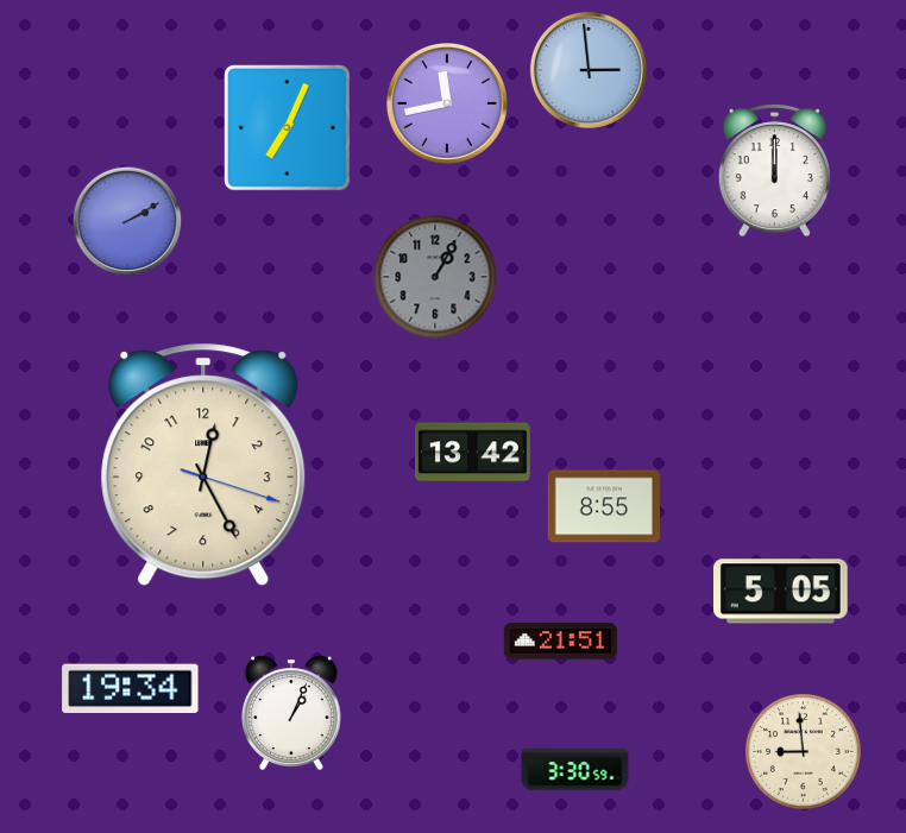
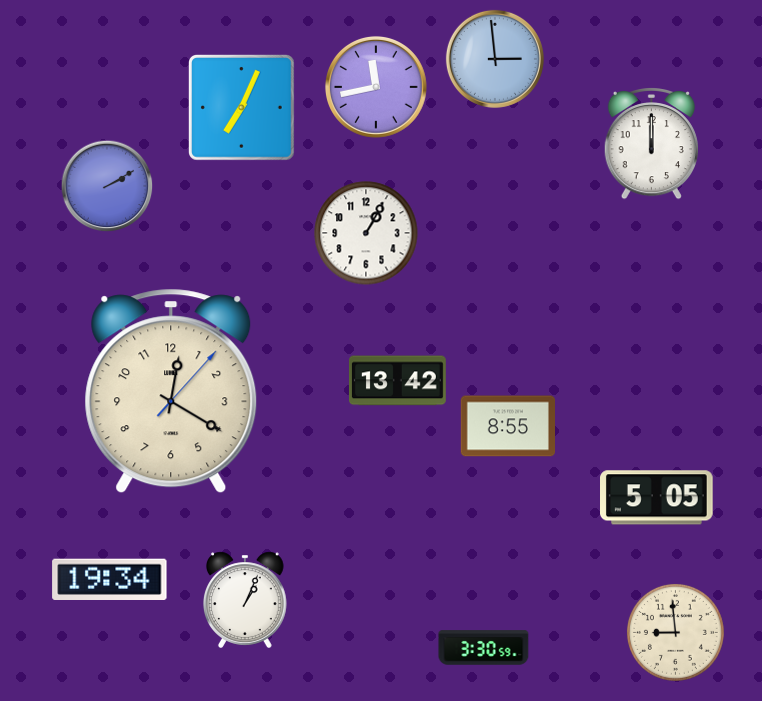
clock at (435, 277) dial: grey -> white
clock at (203, 465): 12:25 -> 12:20
clock at (560, 642): 21:51 -> none
